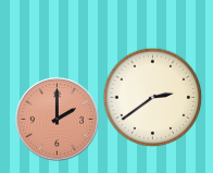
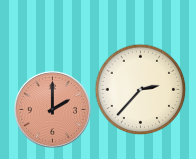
clock at (152, 97): 2:39 -> 2:37
